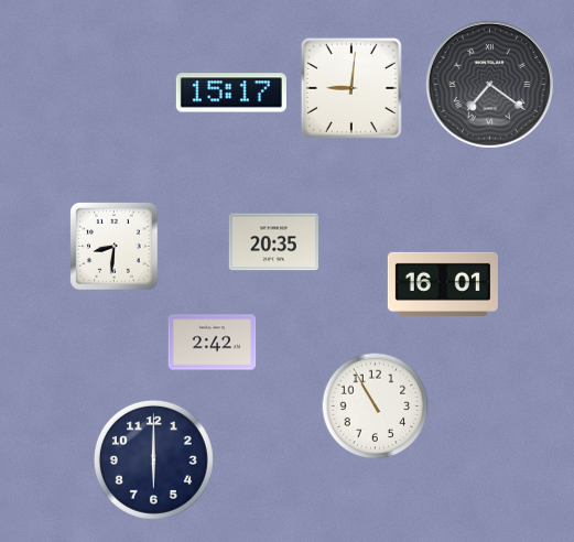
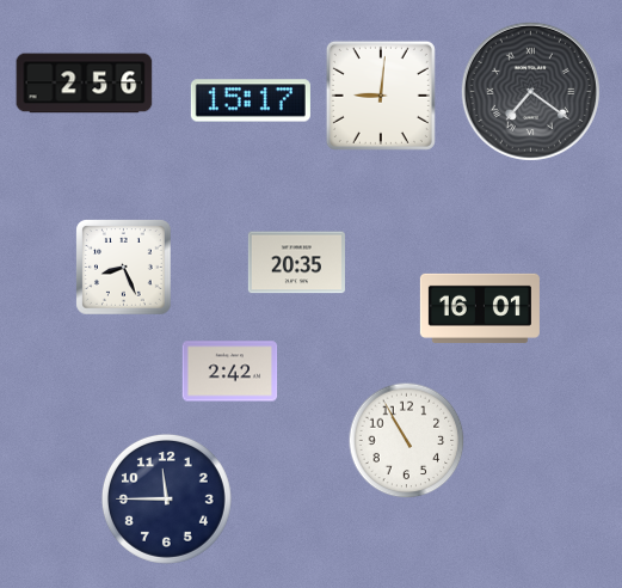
clock at (85, 84): none -> 2:56
clock at (115, 247): 8:31 -> 8:26
clock at (153, 459): 6:00 -> 11:45
